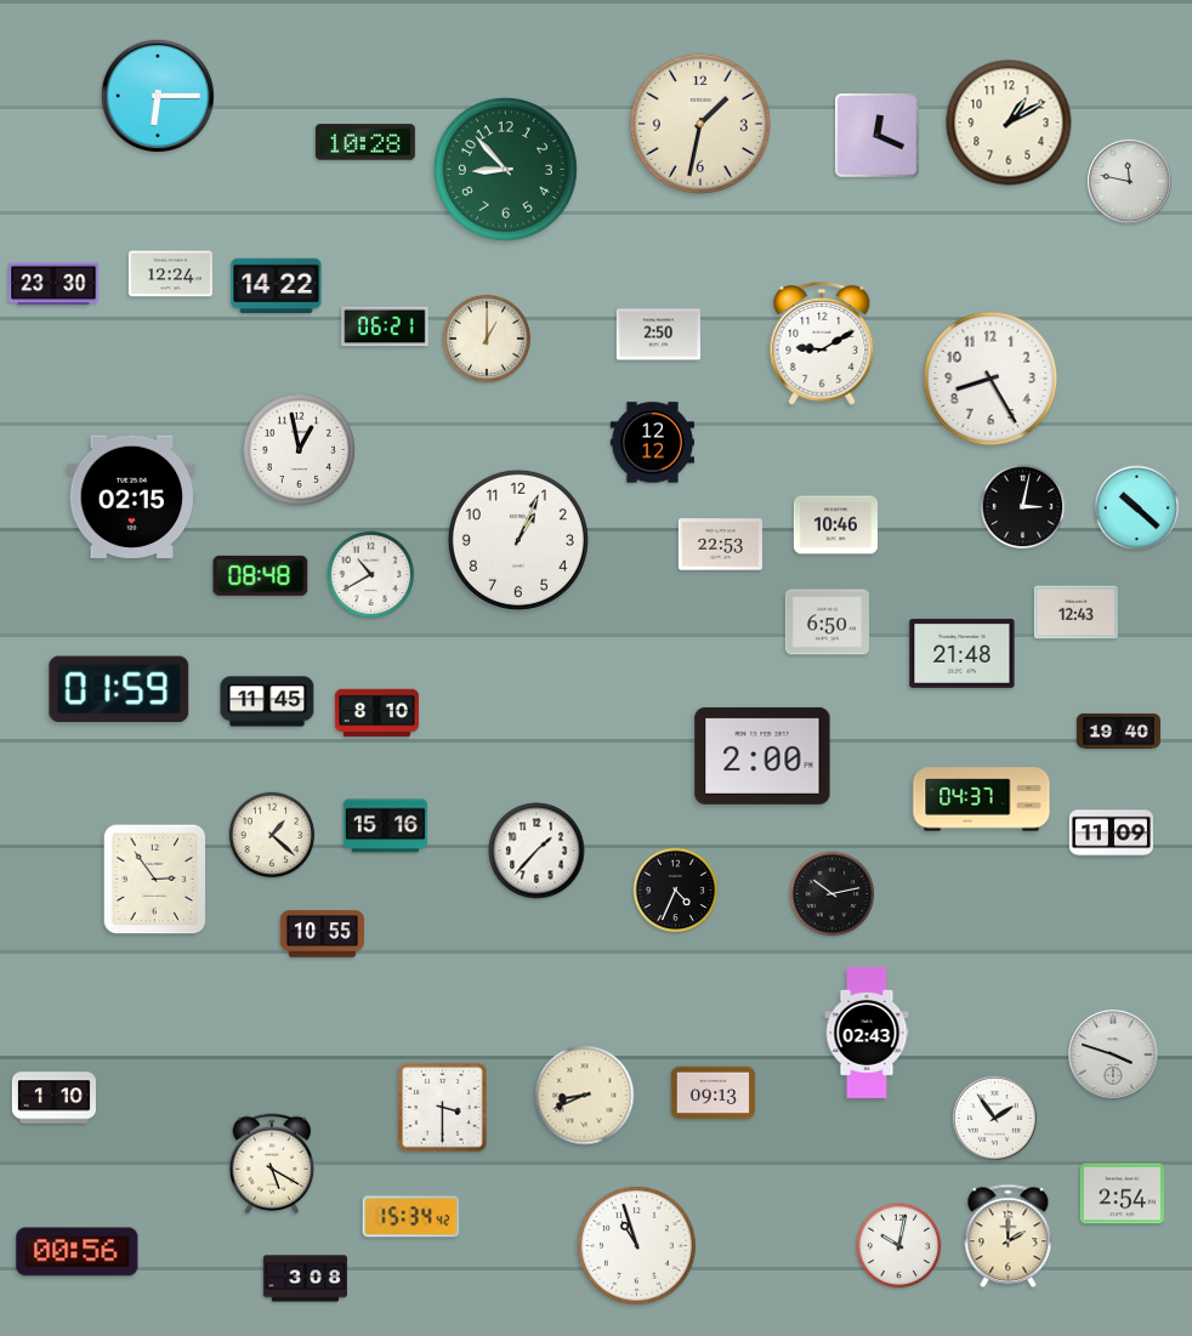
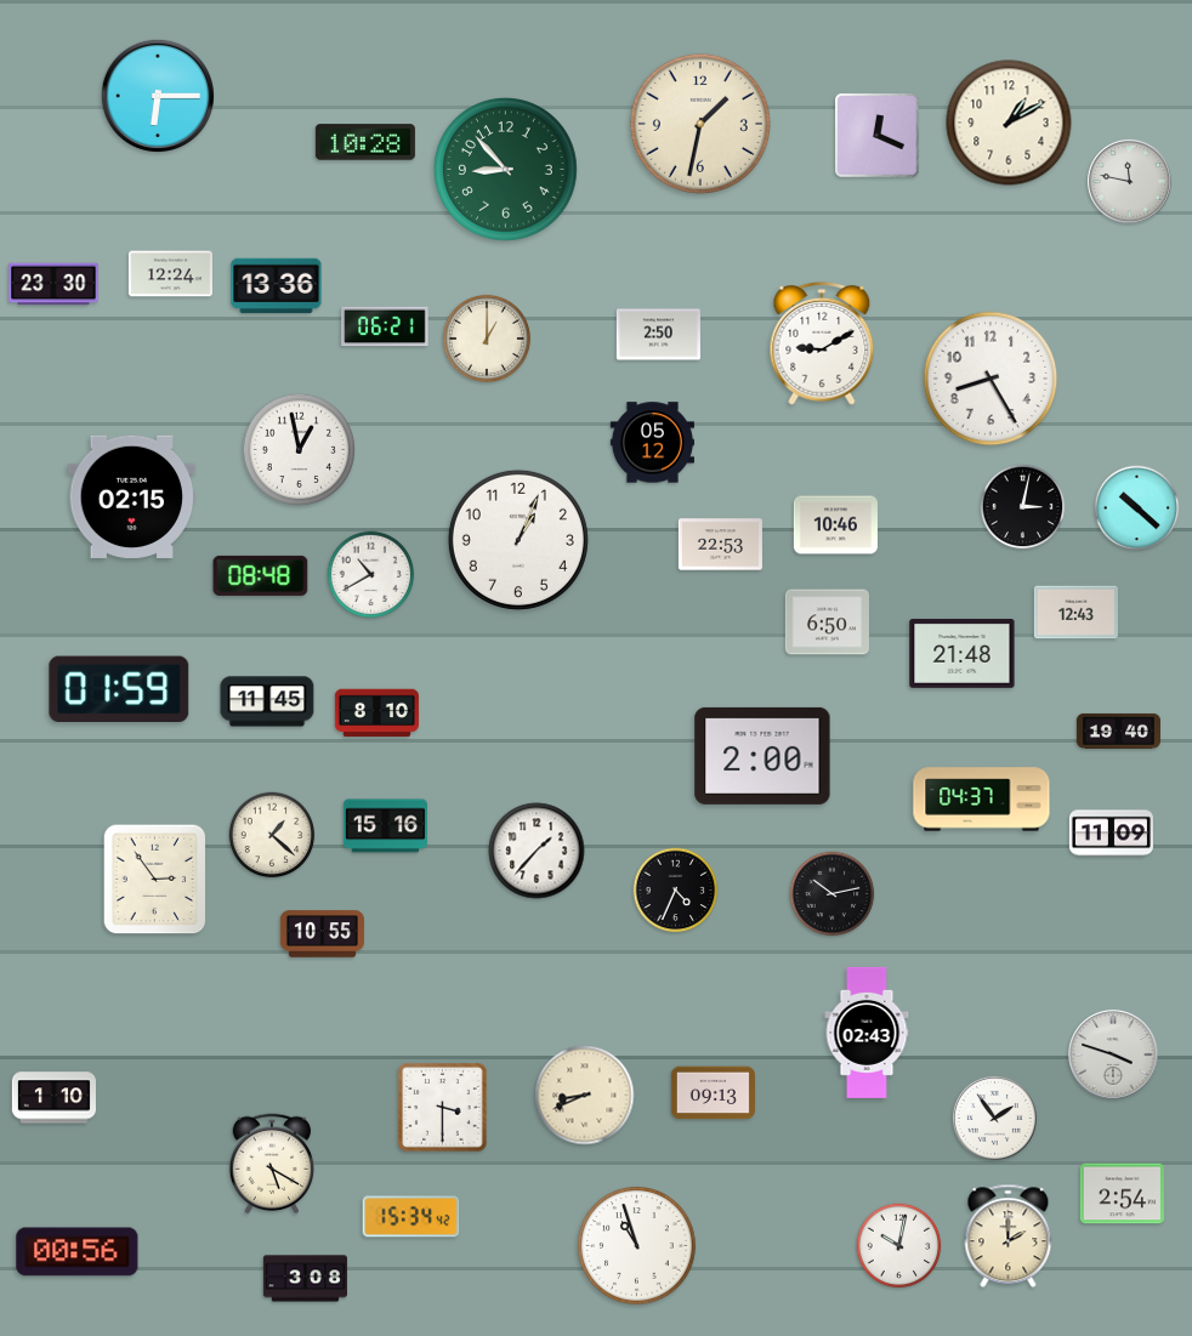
clock at (277, 286): 14:22 -> 13:36
clock at (652, 443): 12:12 -> 05:12
